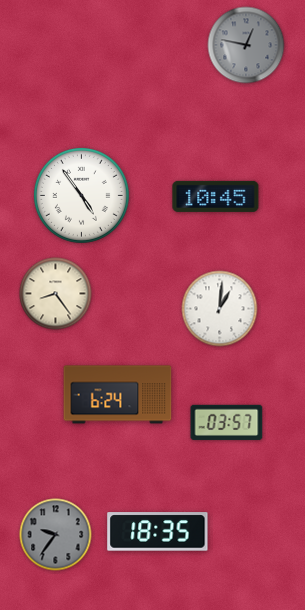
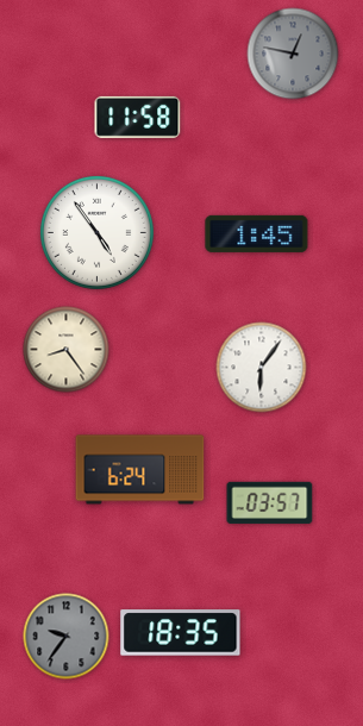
clock at (138, 117): none -> 11:58
clock at (216, 196): 10:45 -> 1:45
clock at (220, 309): 1:01 -> 6:06
clock at (158, 532) position: (158, 532) -> (181, 633)
